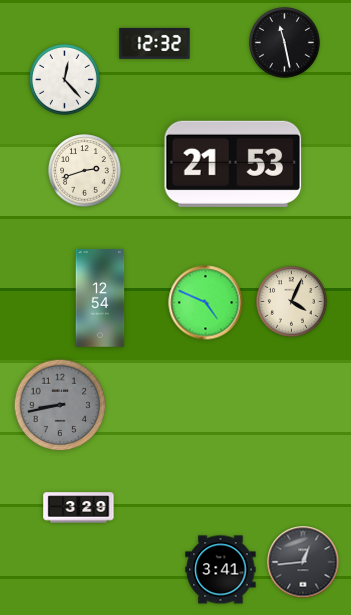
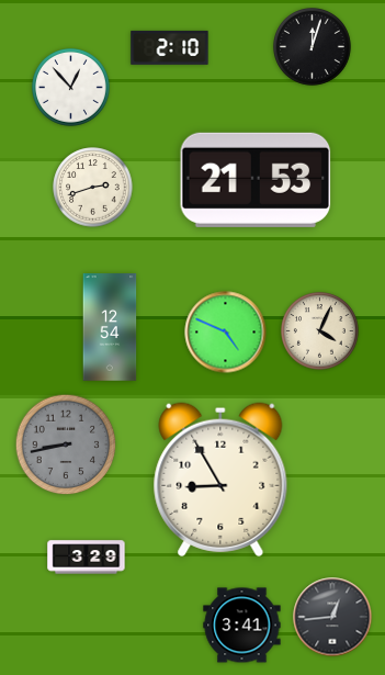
clock at (155, 43): 12:32 -> 2:10
clock at (285, 43): 11:28 -> 12:03
clock at (65, 80): 12:23 -> 12:53
clock at (220, 480): none -> 8:55
